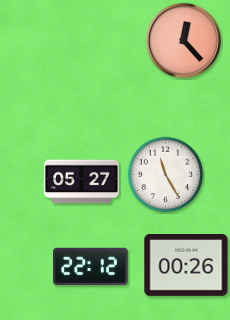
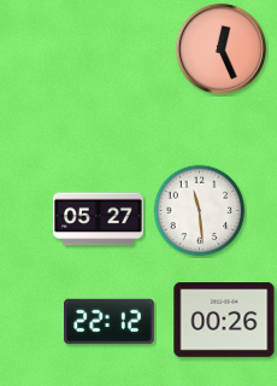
clock at (183, 40): 12:23 -> 12:26
clock at (166, 175): 11:25 -> 11:29
